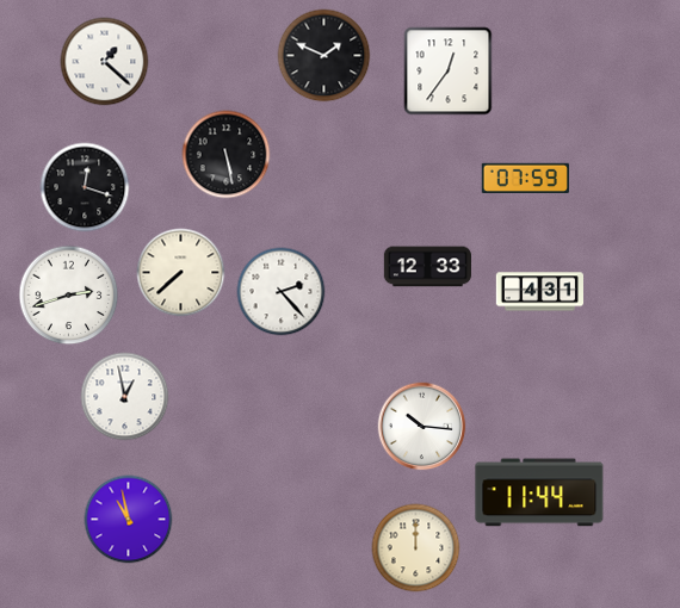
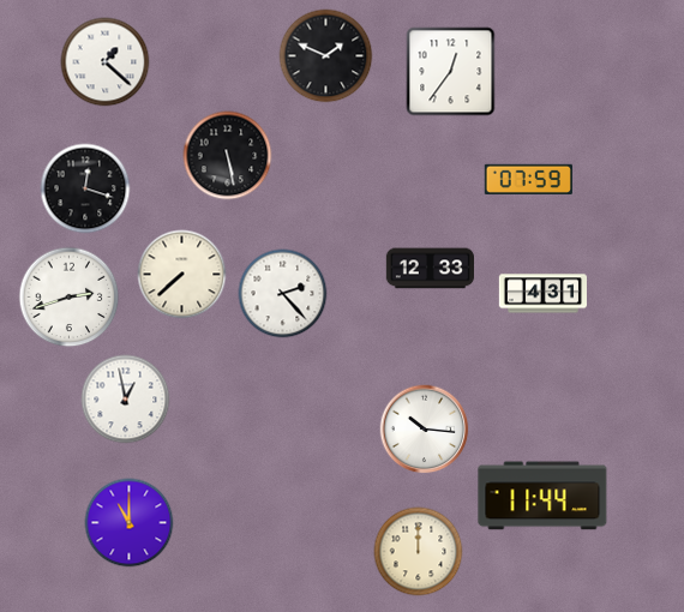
clock at (129, 520): 10:58 -> 11:00
